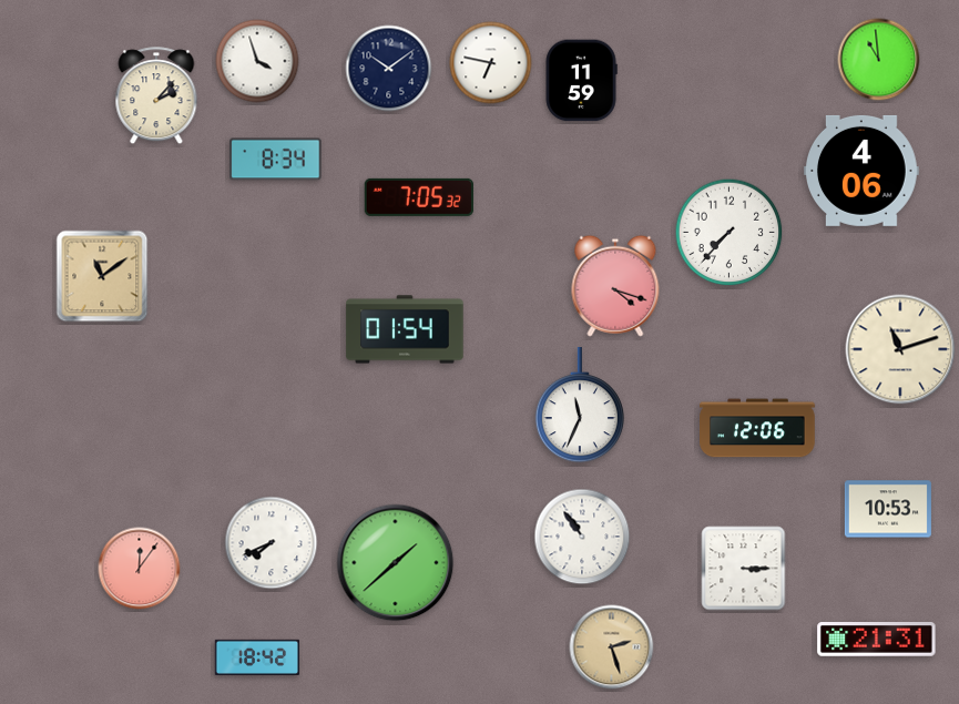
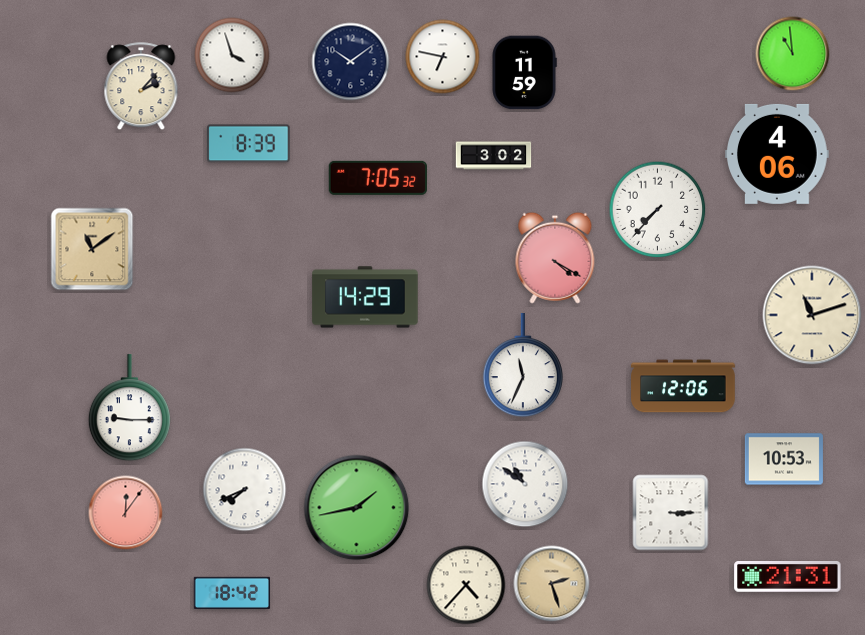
clock at (276, 160): 8:34 -> 8:39
clock at (494, 156): none -> 3:02
clock at (615, 286): 4:18 -> 4:20
clock at (405, 329): 01:54 -> 14:29
clock at (129, 408): none -> 9:15
clock at (888, 509) position: (888, 509) -> (784, 459)
clock at (582, 537): 10:54 -> 10:51
clock at (396, 563): 1:38 -> 1:43
clock at (877, 640) position: (877, 640) -> (788, 577)
clock at (466, 585): none -> 4:37
